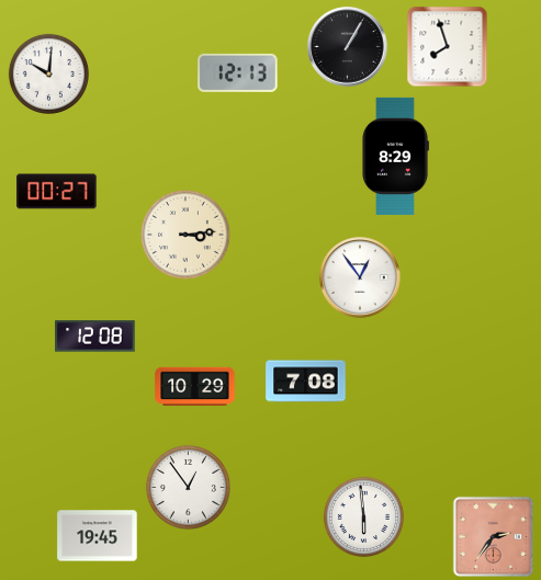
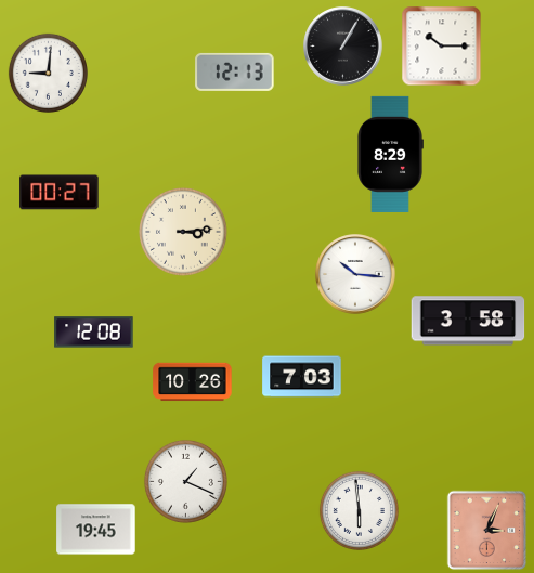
clock at (448, 47): 7:57 -> 10:15
clock at (48, 73): 10:01 -> 9:01
clock at (57, 192) position: (57, 192) -> (60, 193)
clock at (360, 277): 12:54 -> 10:16
clock at (468, 321): none -> 3:58
clock at (306, 382): 7:08 -> 7:03
clock at (195, 387): 10:29 -> 10:26
clock at (188, 487): 12:54 -> 1:19
clock at (494, 537): 2:36 -> 3:04
